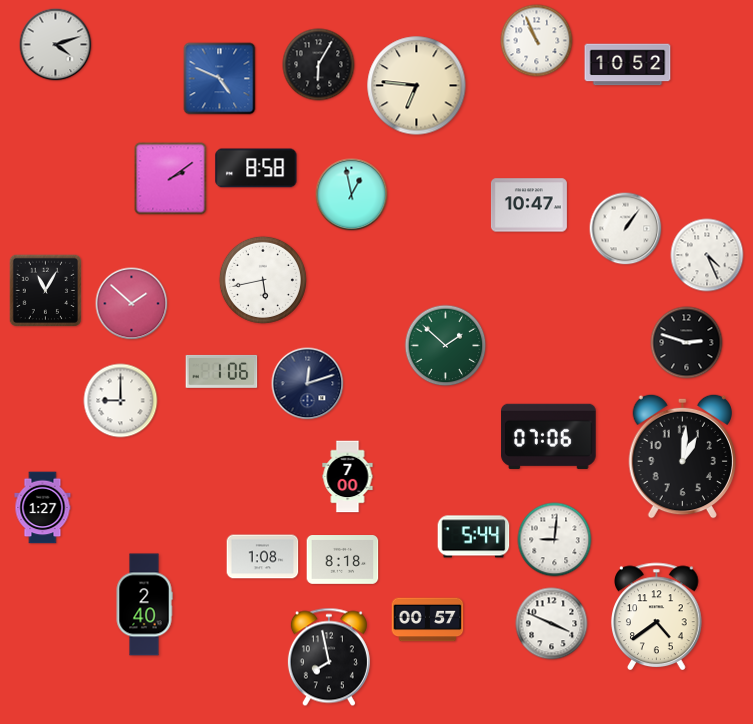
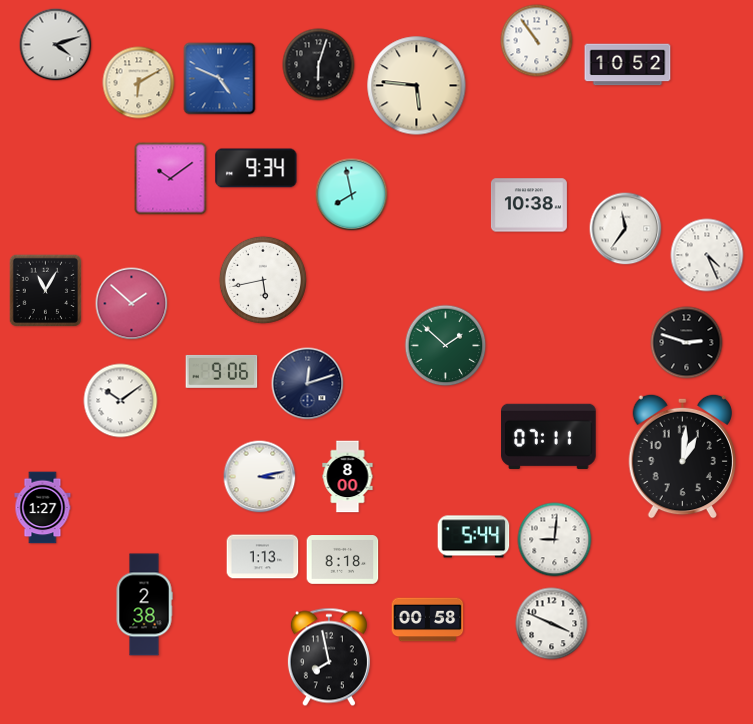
clock at (537, 41): 10:56 -> 10:54
clock at (319, 65): 6:05 -> 6:03
clock at (139, 83): none -> 6:10
clock at (417, 86): 6:46 -> 5:46
clock at (256, 168): 8:58 -> 9:34
clock at (171, 179): 2:09 -> 10:09
clock at (352, 195): 12:58 -> 7:58
clock at (529, 205): 10:47 -> 10:38
clock at (626, 229): 1:06 -> 11:36
clock at (222, 371): 1:06 -> 9:06
clock at (121, 401): 9:00 -> 10:09
clock at (549, 436): 07:06 -> 07:11
clock at (260, 477): none -> 3:13
clock at (348, 477): 7:00 -> 8:00
clock at (263, 557): 1:08 -> 1:13
clock at (144, 605): 2:40 -> 2:38
clock at (657, 616): 4:39 -> none
clock at (428, 620): 00:57 -> 00:58
